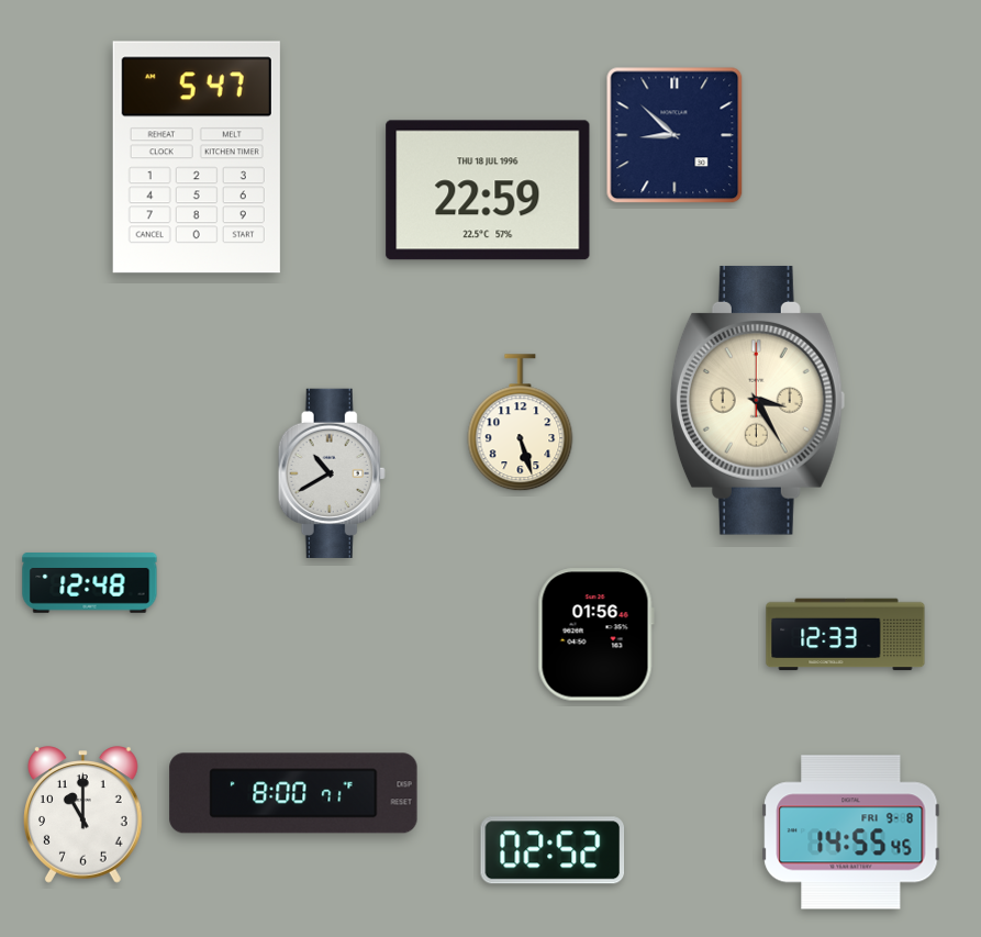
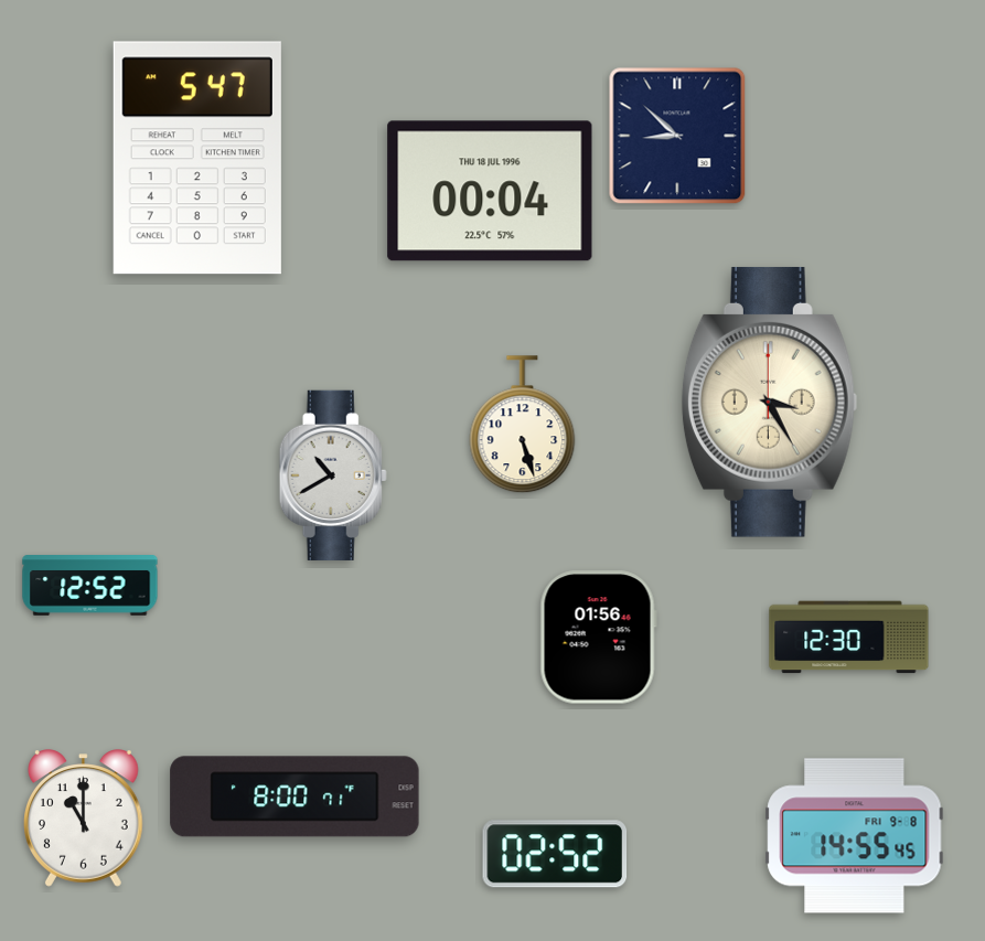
clock at (488, 190): 22:59 -> 00:04
clock at (757, 400) position: (757, 400) -> (769, 402)
clock at (90, 583): 12:48 -> 12:52
clock at (846, 635): 12:33 -> 12:30
